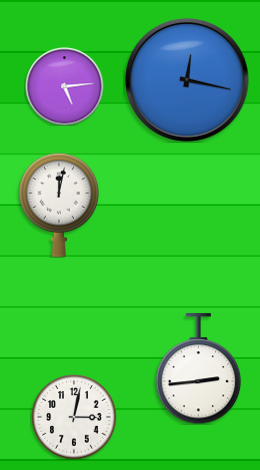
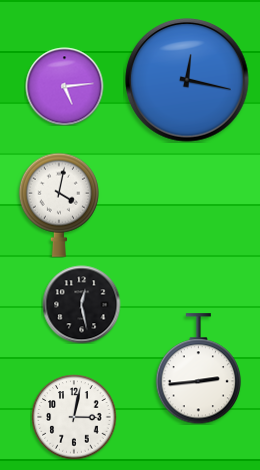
clock at (59, 205): 12:02 -> 4:02
clock at (81, 304): none -> 12:28
